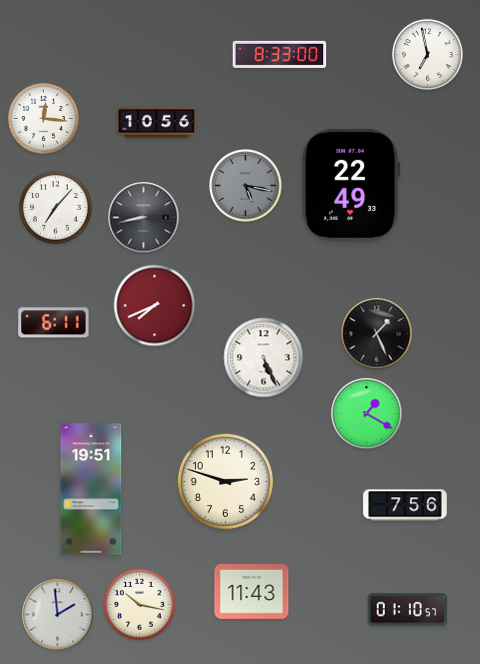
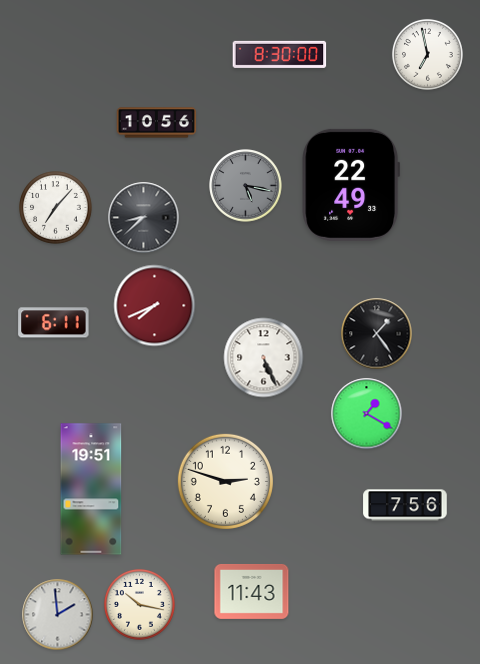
clock at (280, 54): 8:33 -> 8:30
clock at (43, 118): 12:16 -> none
clock at (144, 218): 8:43 -> 8:38
clock at (377, 334): 1:26 -> 1:24
clock at (408, 610): 01:10 -> none
